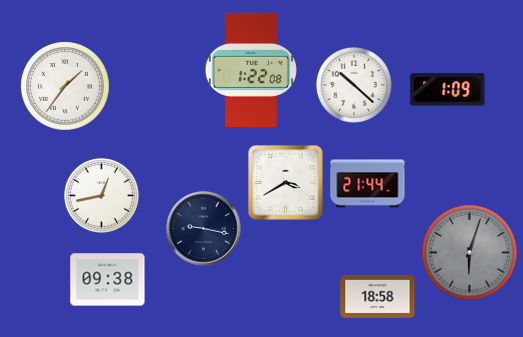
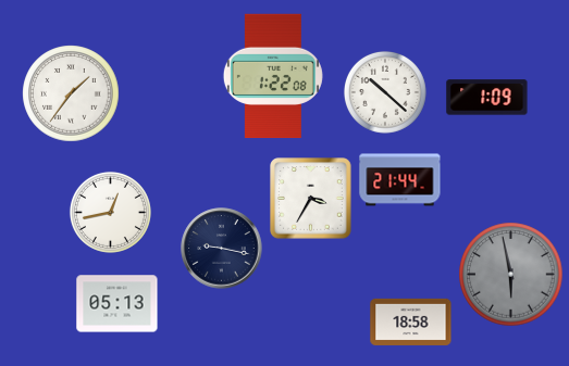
clock at (286, 183): 3:40 -> 3:35
clock at (368, 184) position: (368, 184) -> (400, 180)
clock at (470, 253): 6:03 -> 5:58
clock at (108, 280): 09:38 -> 05:13
